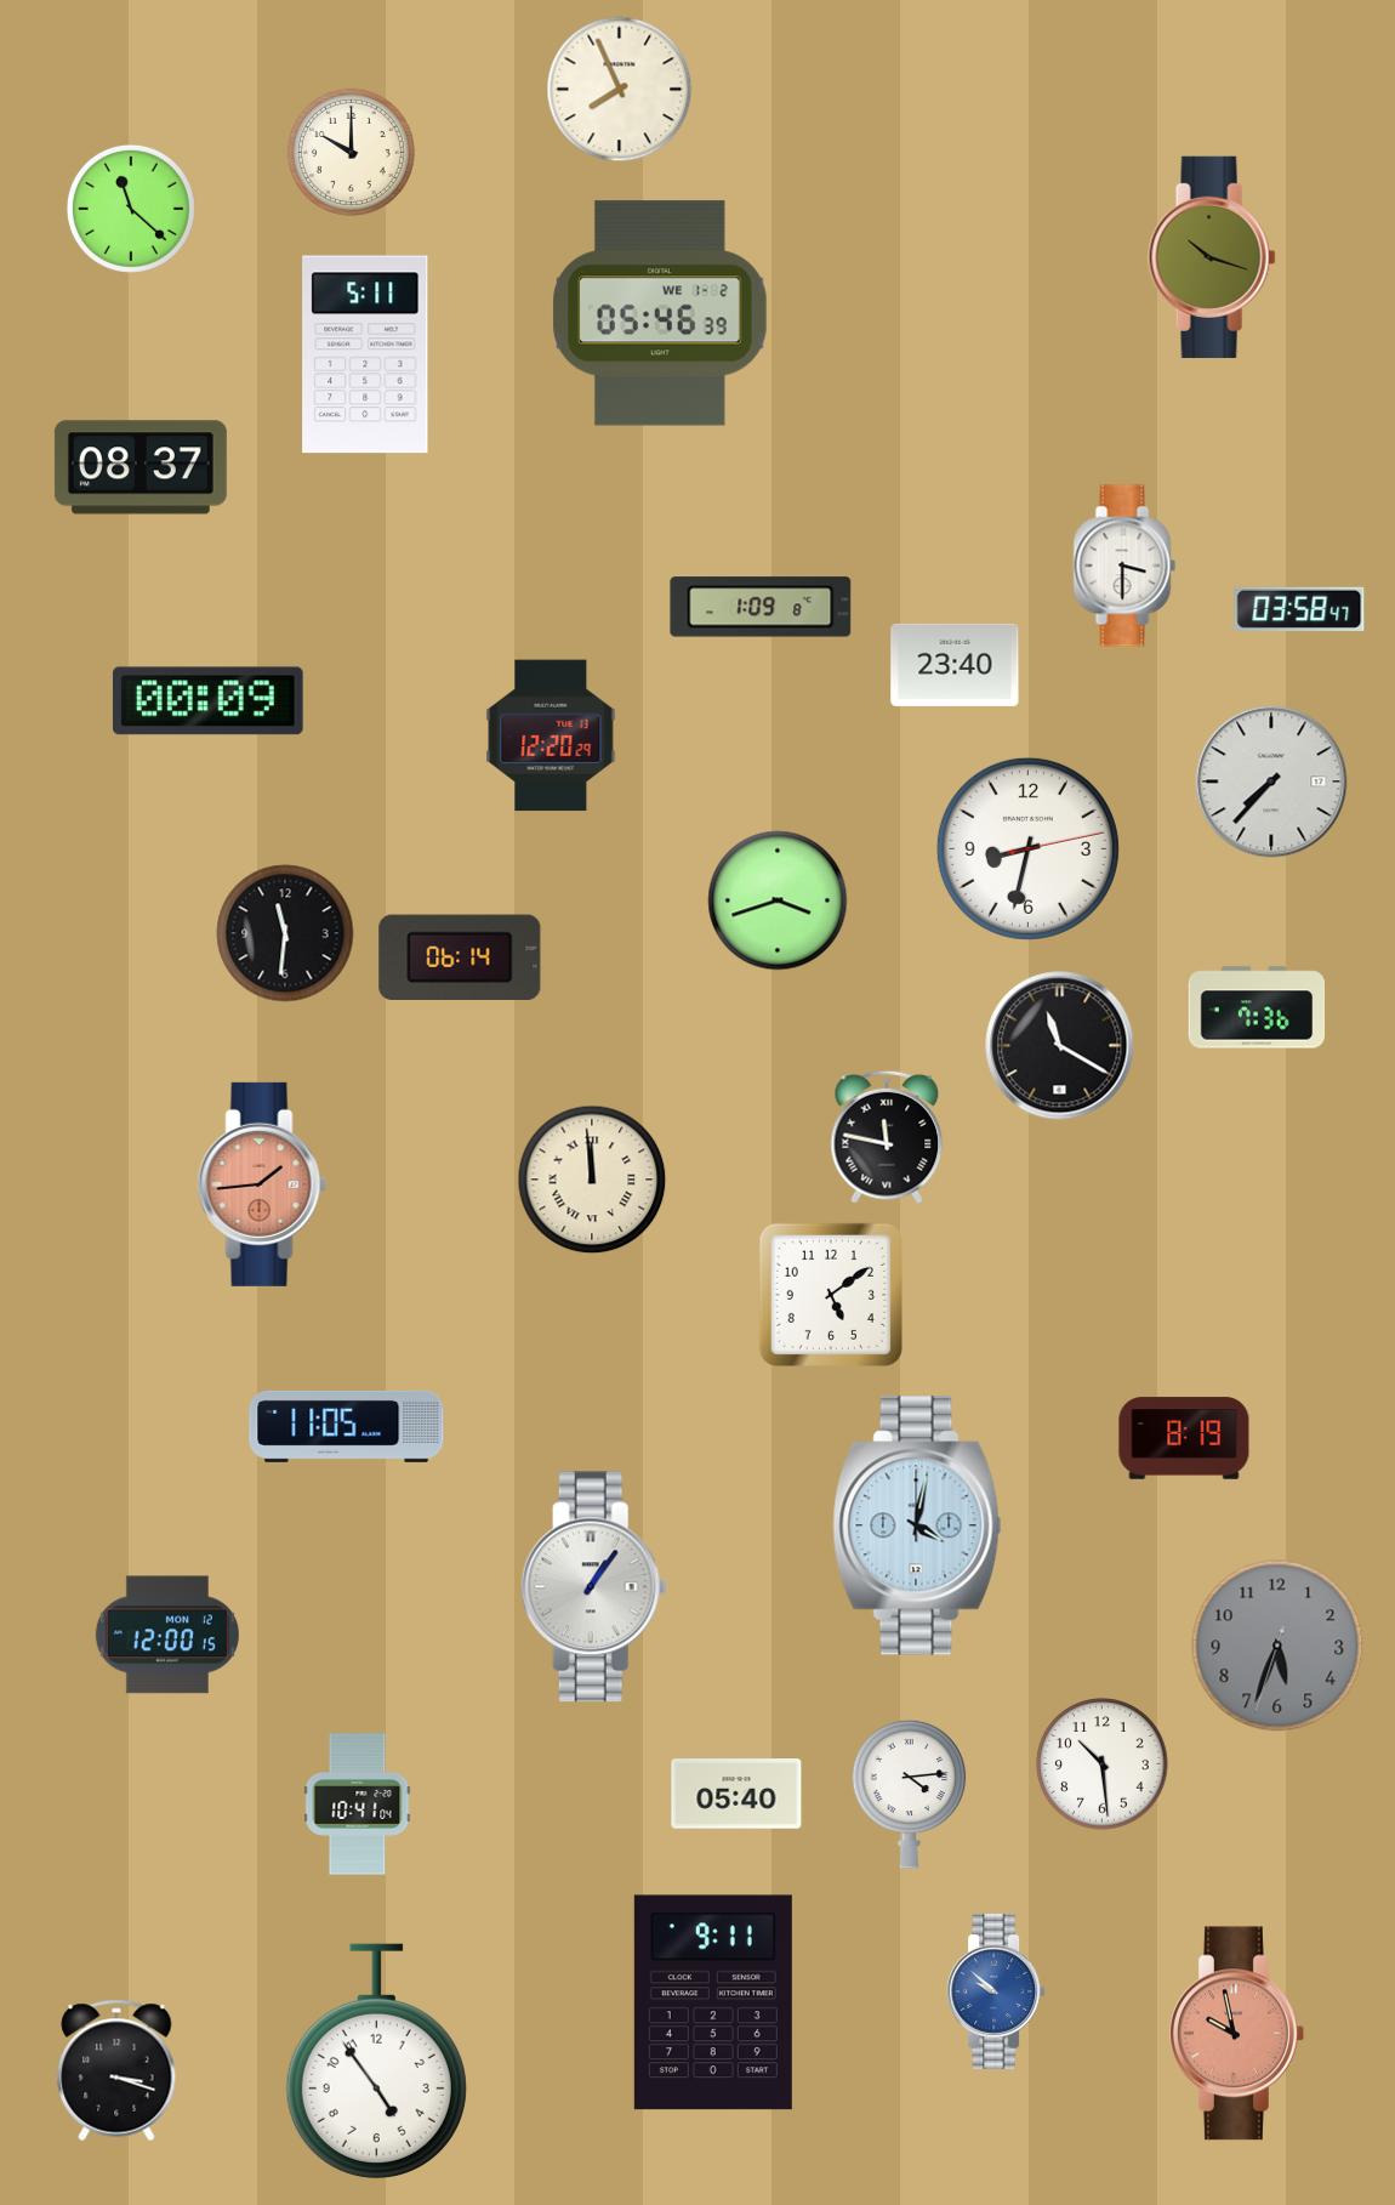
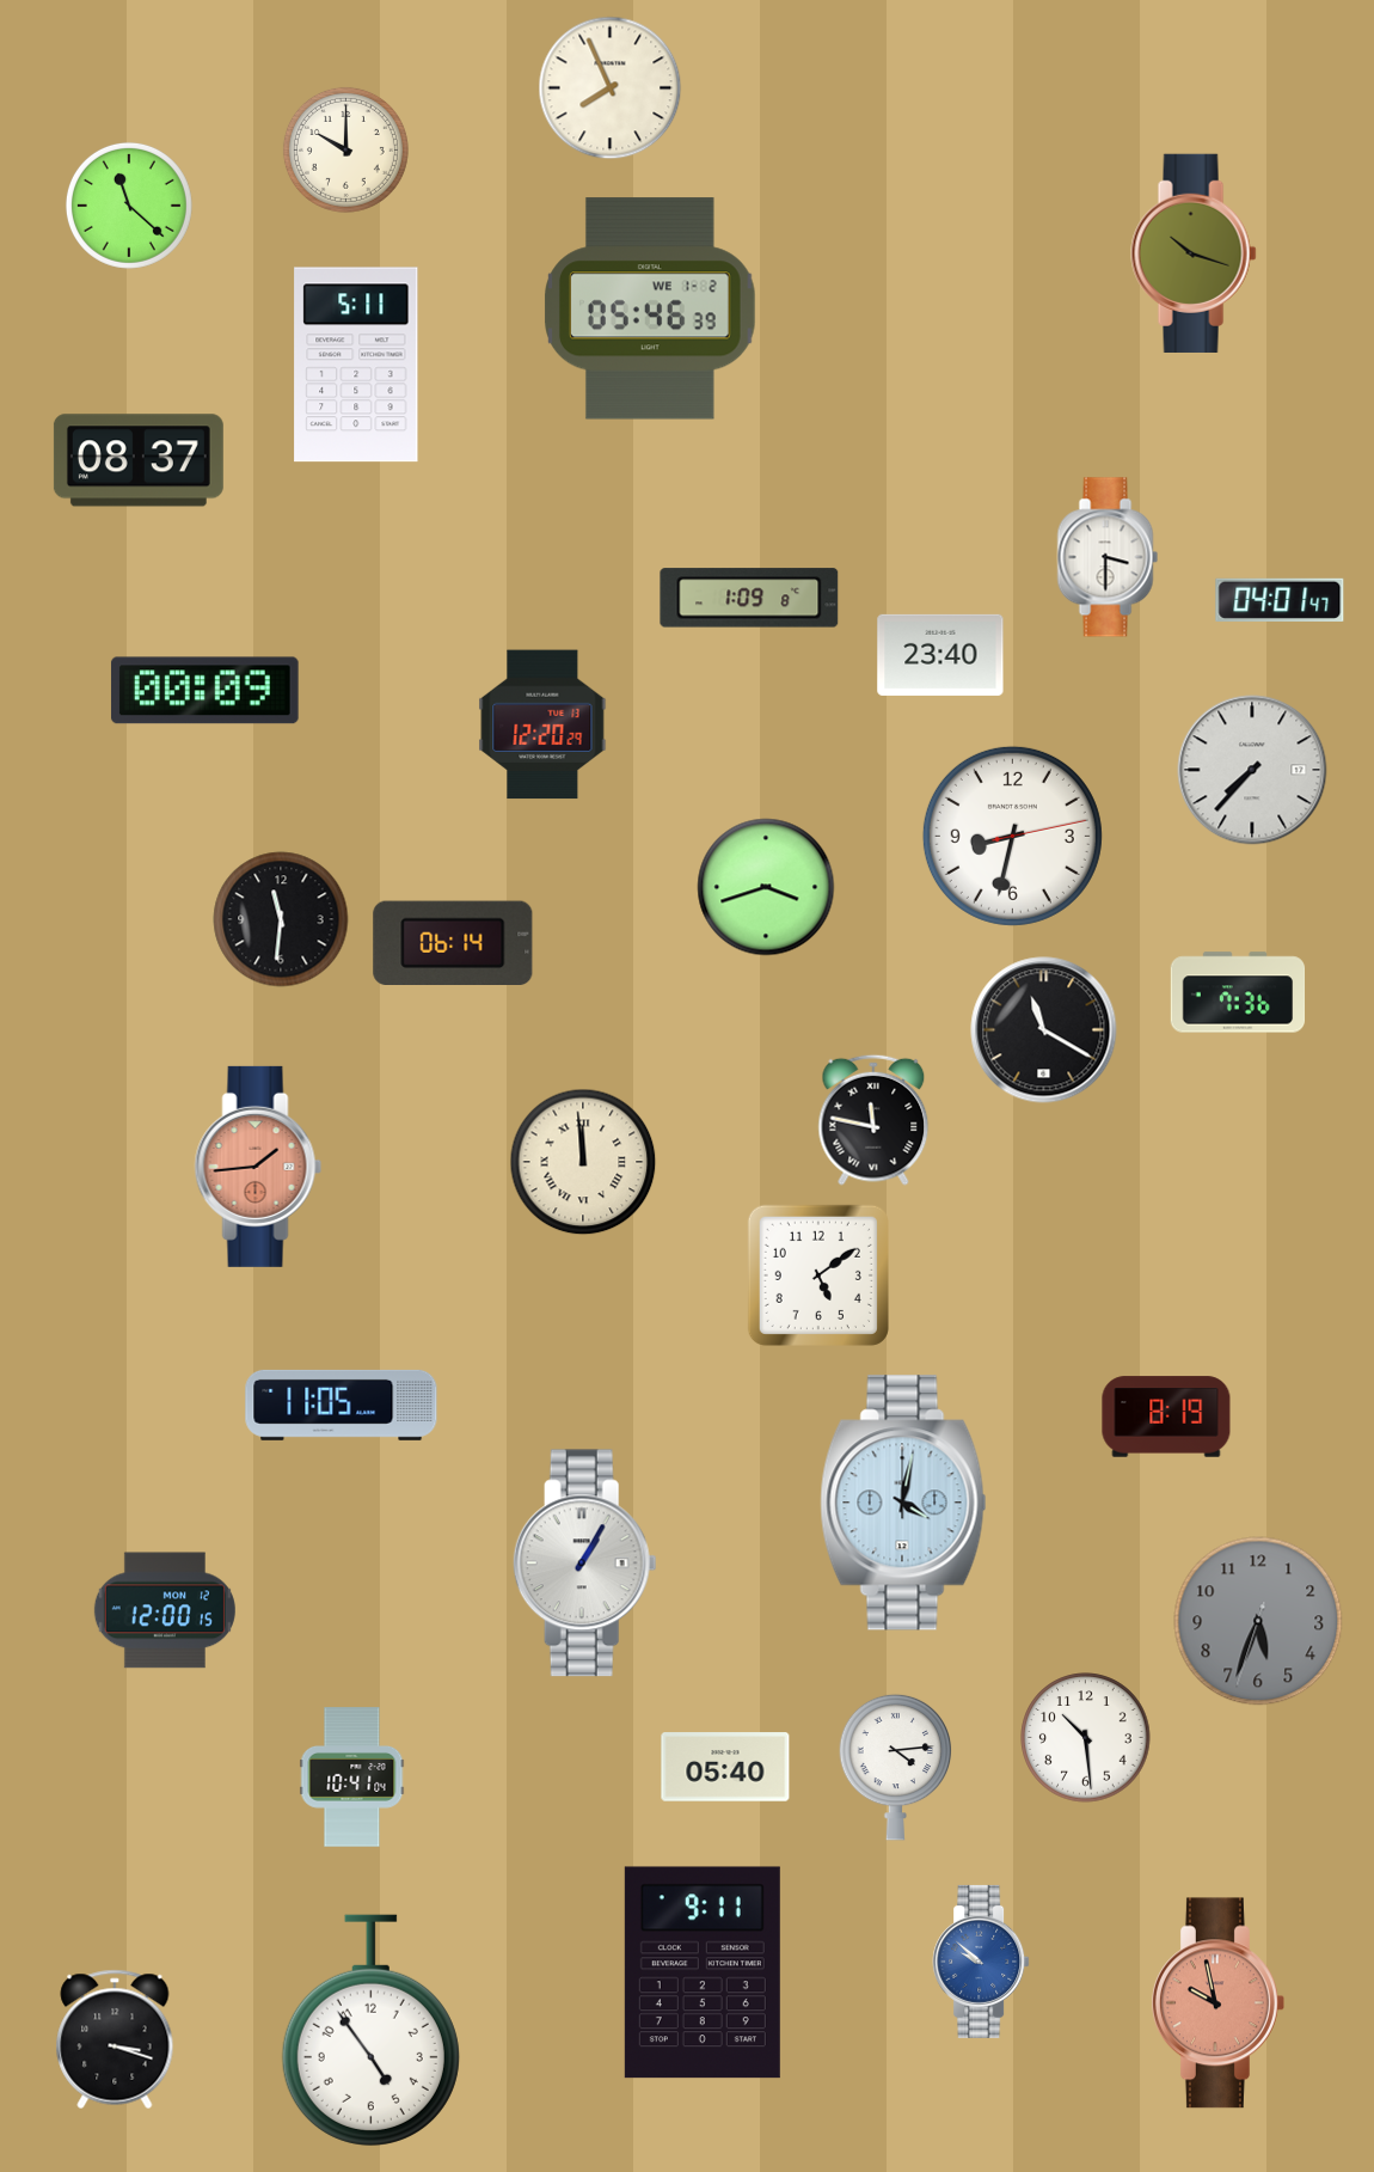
clock at (365, 354) position: (365, 354) -> (356, 365)
clock at (1299, 609): 03:58 -> 04:01
clock at (593, 1587): 1:06 -> 1:05
